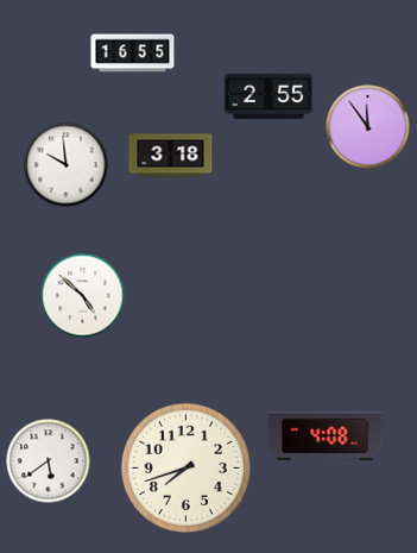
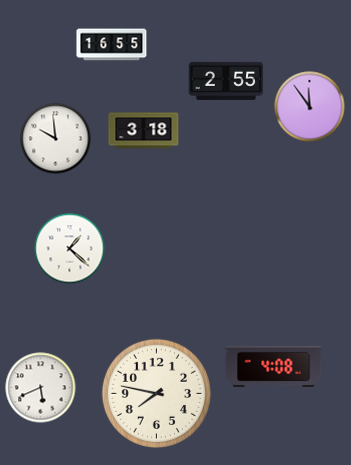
clock at (83, 296): 4:52 -> 1:22
clock at (49, 461): 5:39 -> 5:41
clock at (185, 467): 7:42 -> 7:47
